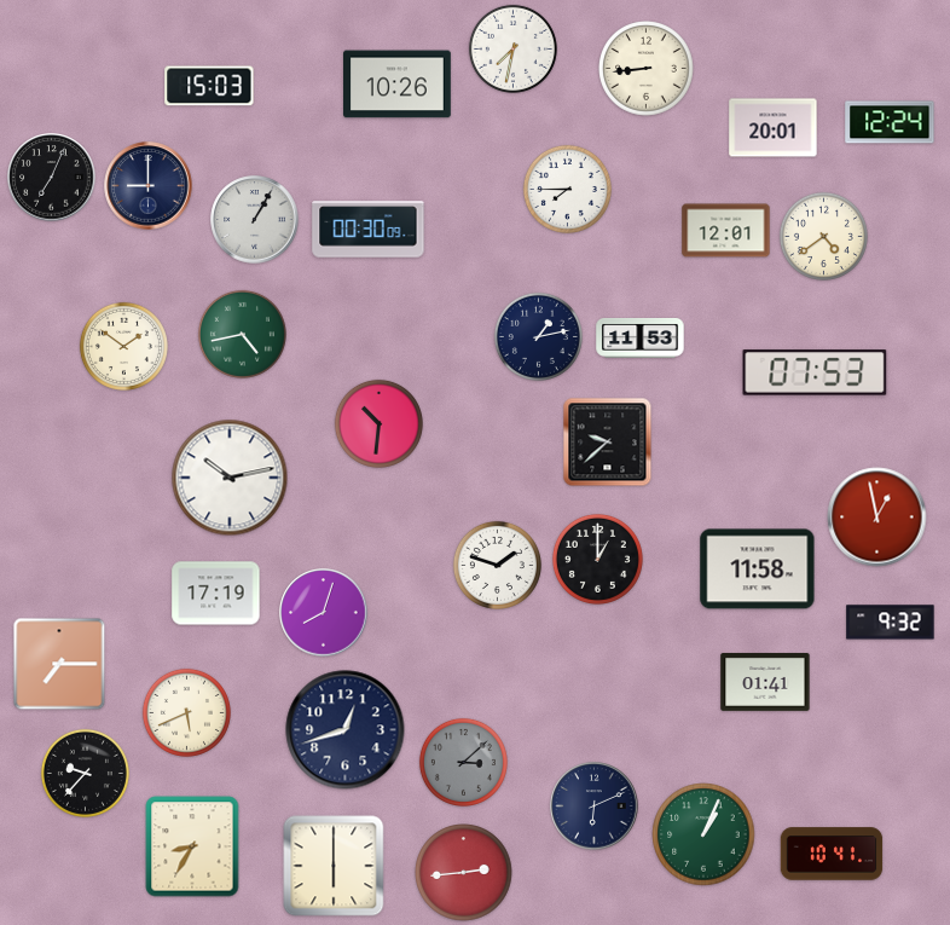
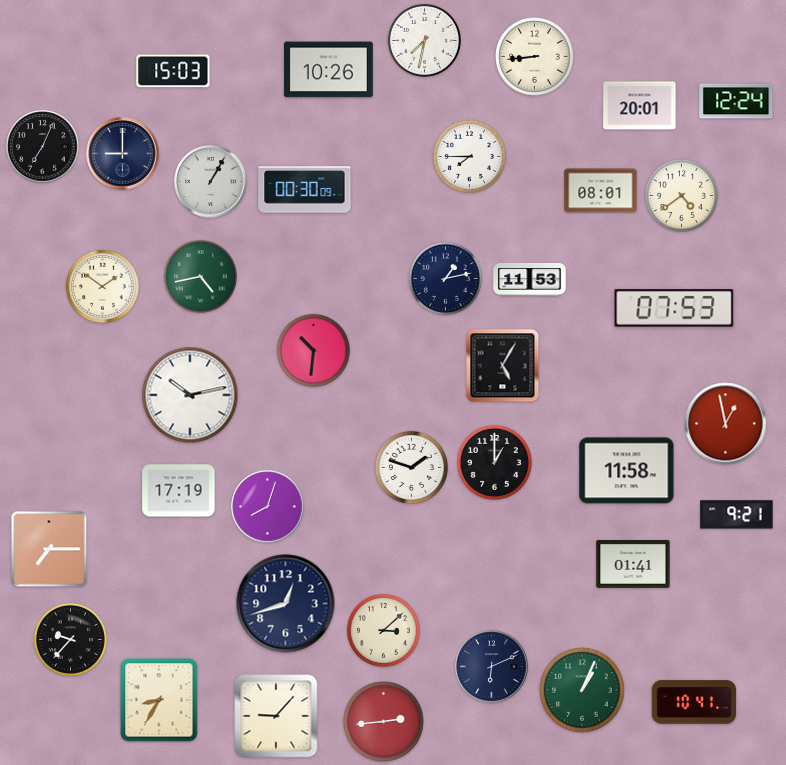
clock at (726, 231): 12:01 -> 08:01
clock at (608, 443): 9:38 -> 5:05
clock at (877, 518) position: (877, 518) -> (726, 424)
clock at (891, 623): 9:32 -> 9:21
clock at (186, 712): 5:41 -> none
clock at (463, 762) dial: grey -> cream
clock at (832, 854) position: (832, 854) -> (694, 702)
clock at (334, 866): 6:00 -> 9:07
